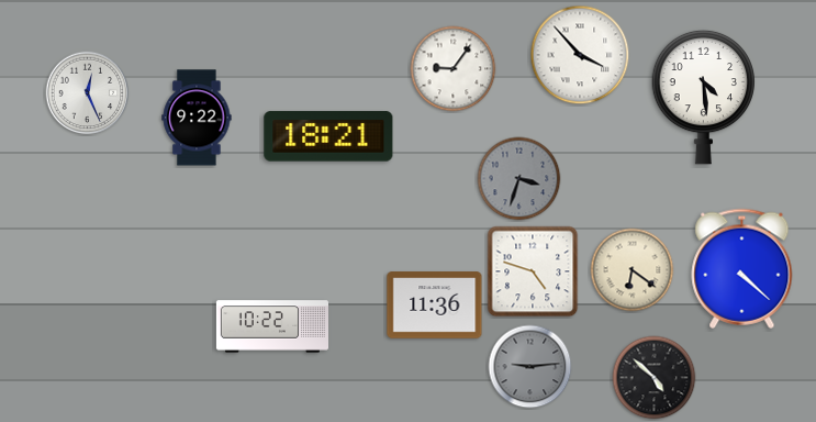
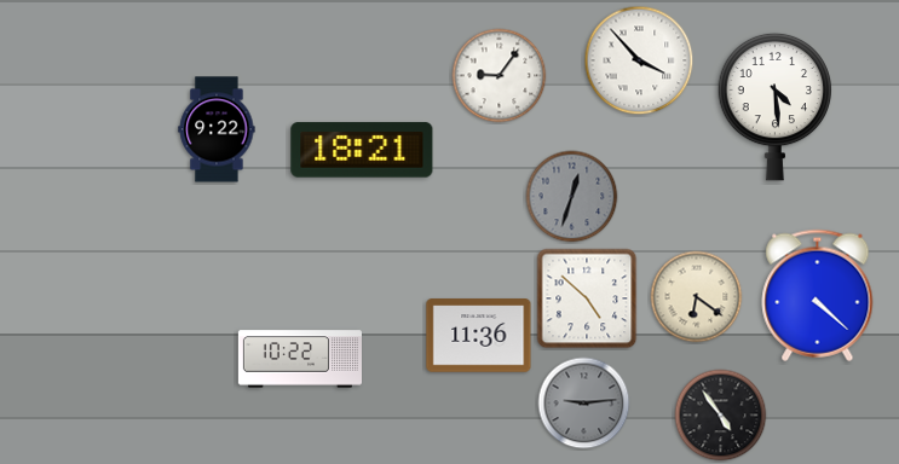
clock at (88, 93): 12:26 -> none
clock at (519, 179): 3:33 -> 12:33
clock at (533, 271): 4:48 -> 4:52
clock at (655, 378): 4:52 -> 4:54
